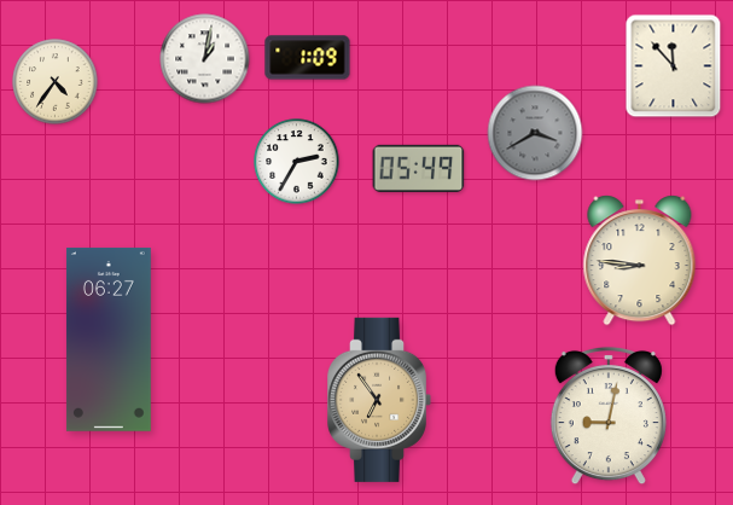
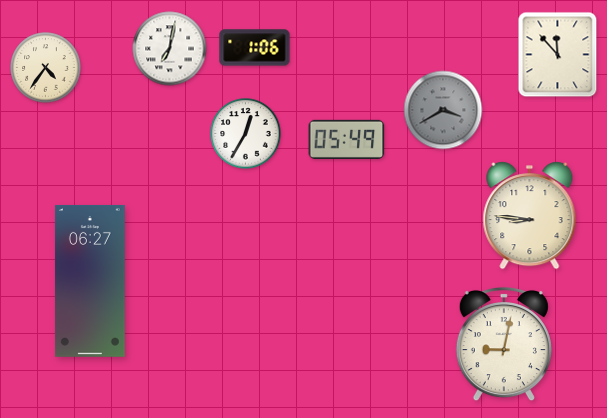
clock at (308, 58): 1:09 -> 1:06
clock at (205, 59): 1:02 -> 7:02
clock at (297, 162): 2:35 -> 12:35
clock at (379, 400): 6:54 -> none
